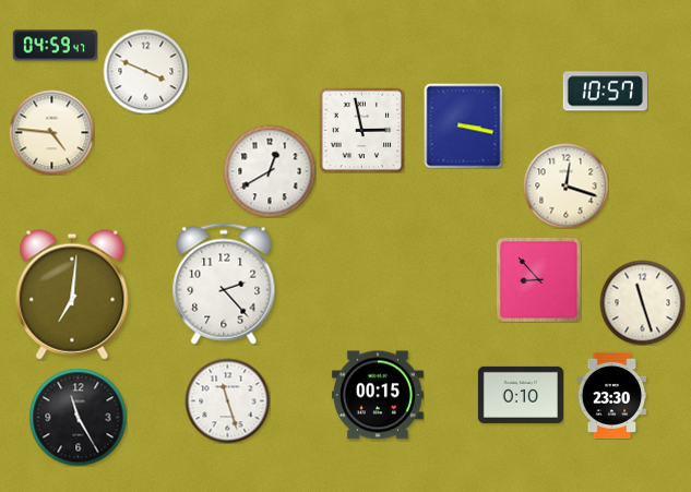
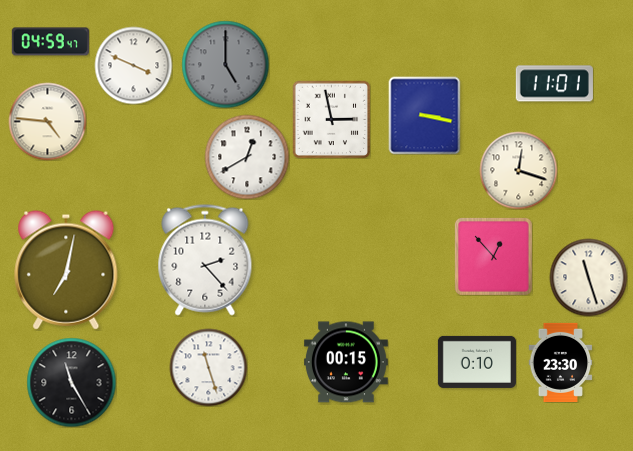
clock at (225, 64): none -> 5:00
clock at (605, 92): 10:57 -> 11:01
clock at (538, 279): 8:53 -> 12:53
clock at (72, 295): 7:01 -> 7:02
